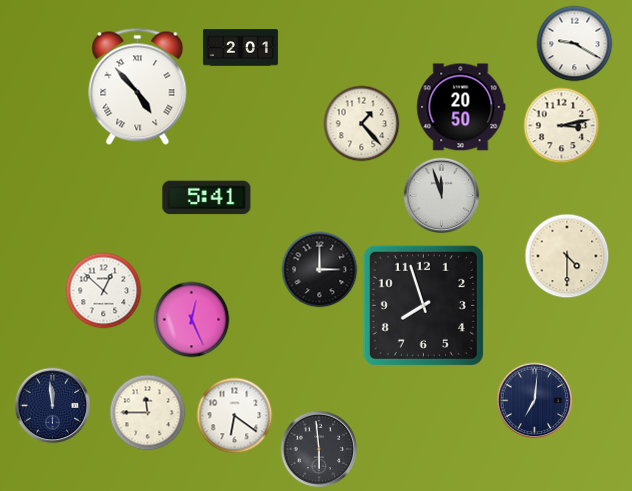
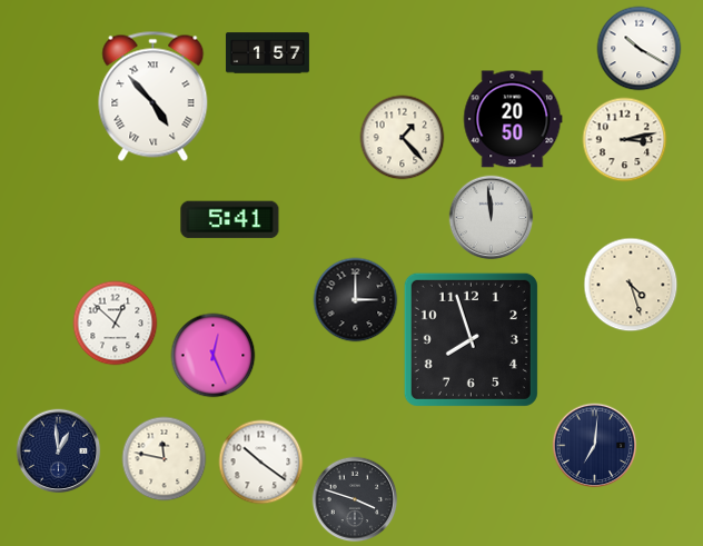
clock at (575, 44): 9:20 -> 10:20
clock at (240, 48): 2:01 -> 1:57
clock at (442, 196): 11:57 -> 11:59
clock at (567, 256): 4:30 -> 4:27
clock at (53, 406): 11:59 -> 12:59
clock at (148, 413): 11:45 -> 11:47
clock at (235, 416): 6:21 -> 10:21
clock at (319, 449): 5:59 -> 3:48
